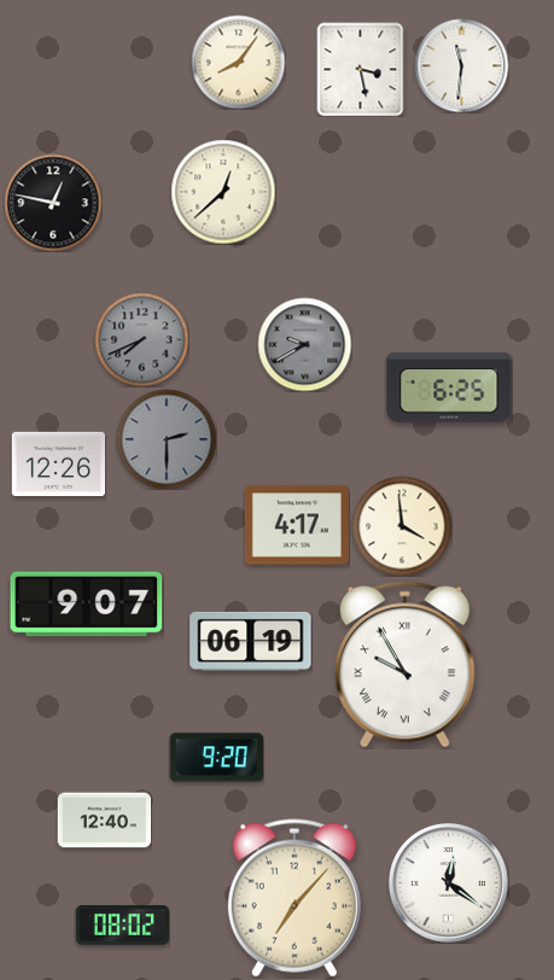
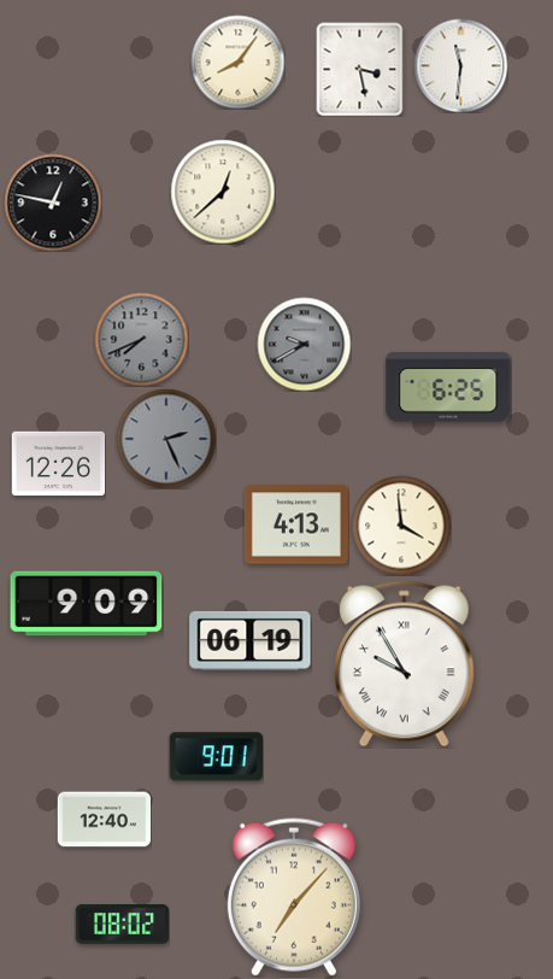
clock at (167, 439): 2:30 -> 2:26
clock at (297, 525): 4:17 -> 4:13
clock at (87, 605): 9:07 -> 9:09
clock at (216, 758): 9:20 -> 9:01
clock at (448, 882): 12:21 -> none
